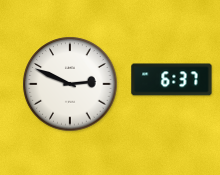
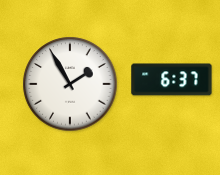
clock at (70, 84): 2:49 -> 1:55
